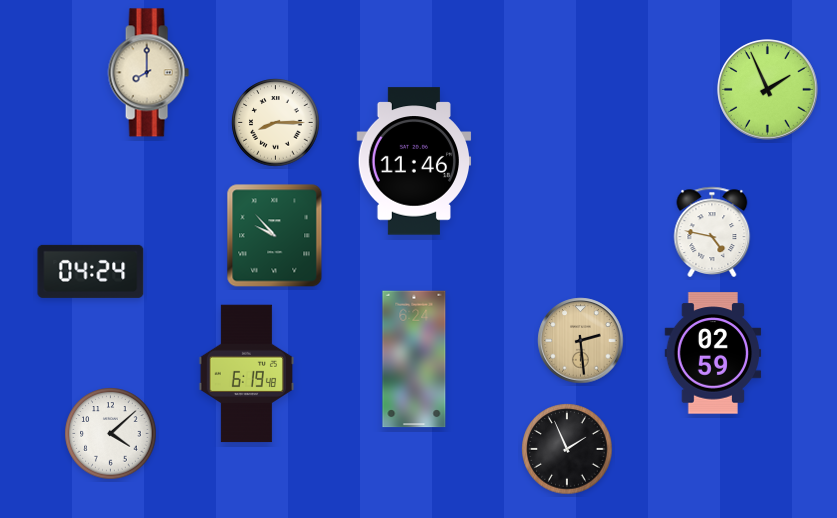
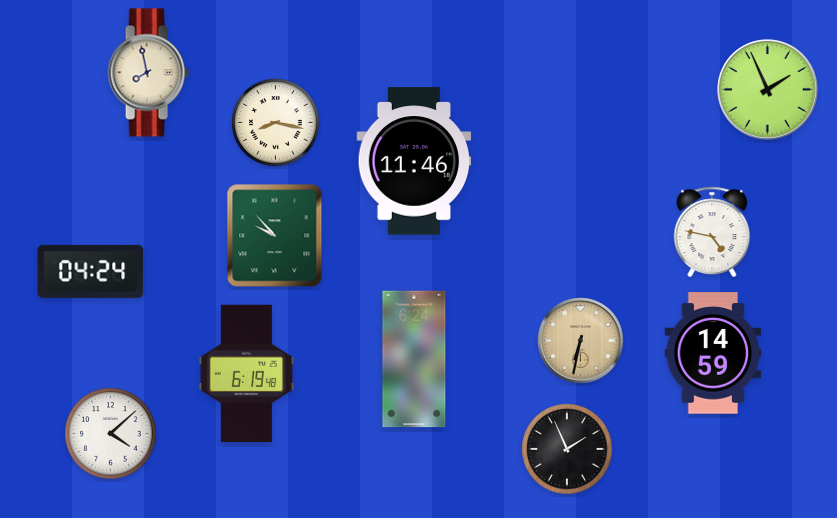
clock at (148, 73): 8:00 -> 7:58
clock at (276, 123): 8:15 -> 8:17
clock at (581, 341): 2:29 -> 6:32
clock at (713, 353): 02:59 -> 14:59
